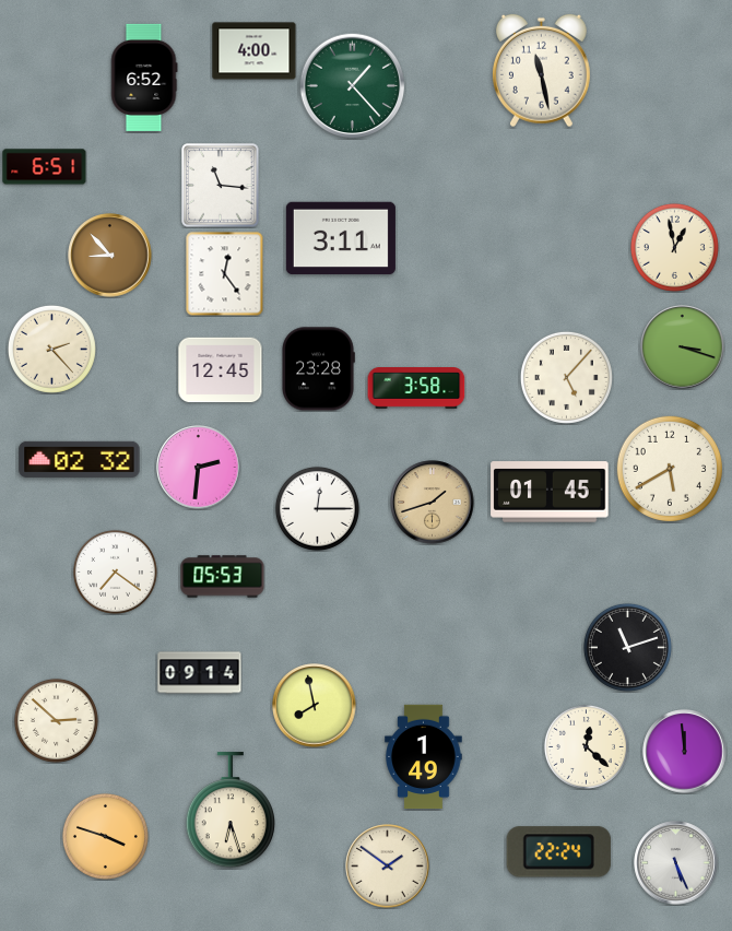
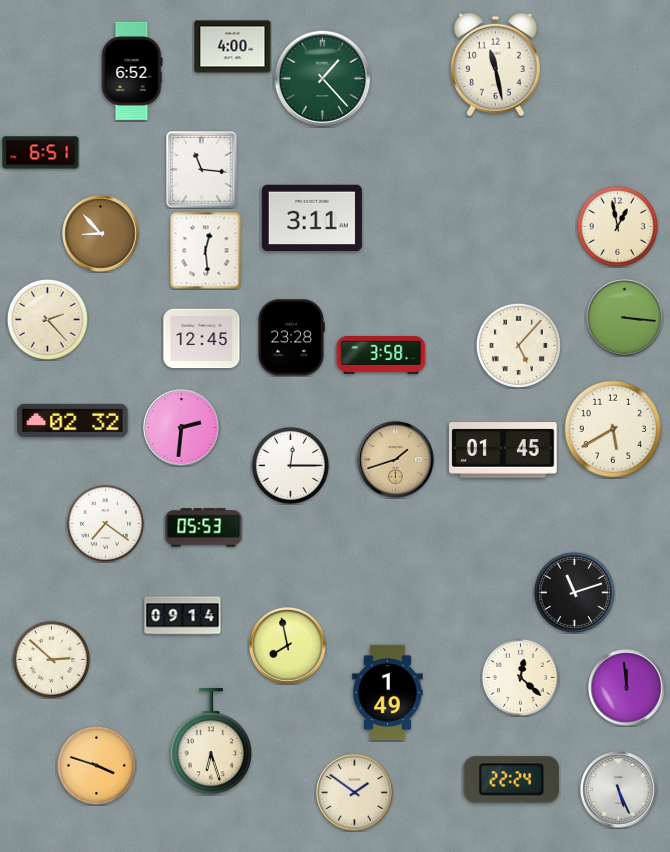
clock at (225, 273): 12:24 -> 12:29
clock at (683, 347): 3:18 -> 3:16
clock at (586, 746) position: (586, 746) -> (520, 677)
